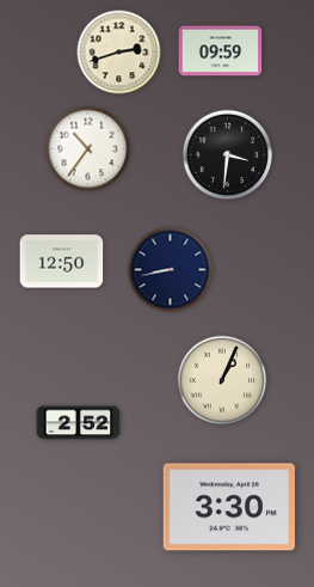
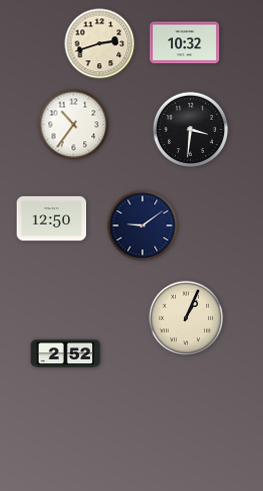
clock at (221, 51): 09:59 -> 10:32
clock at (171, 270): 8:43 -> 9:09
clock at (229, 507): 3:30 -> none
